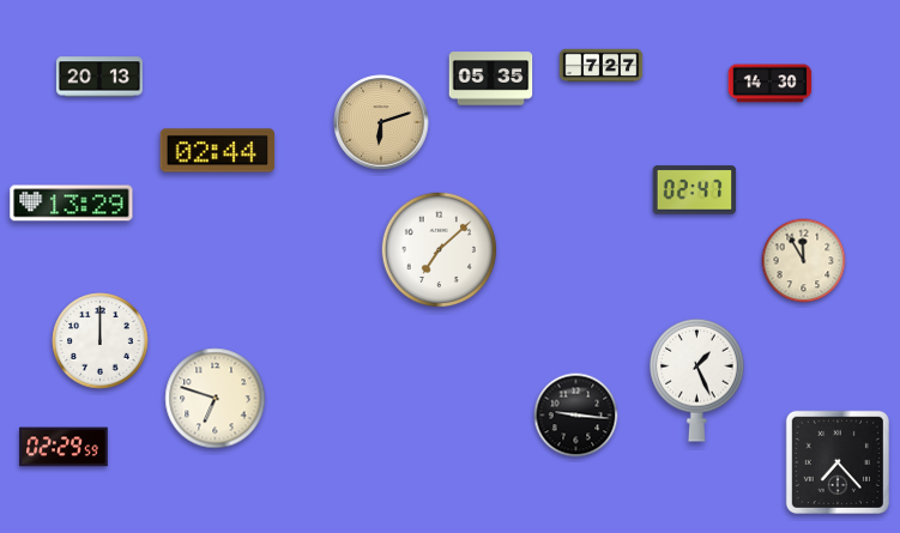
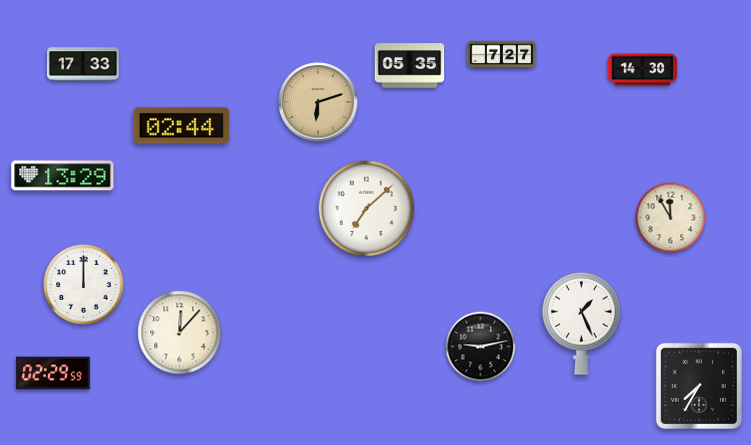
clock at (99, 77): 20:13 -> 17:33
clock at (695, 190): 02:47 -> none
clock at (72, 204) position: (72, 204) -> (63, 176)
clock at (697, 380) position: (697, 380) -> (582, 323)
clock at (216, 399): 6:48 -> 12:07
clock at (576, 416): 9:16 -> 9:13
clock at (838, 462): 7:23 -> 7:35
